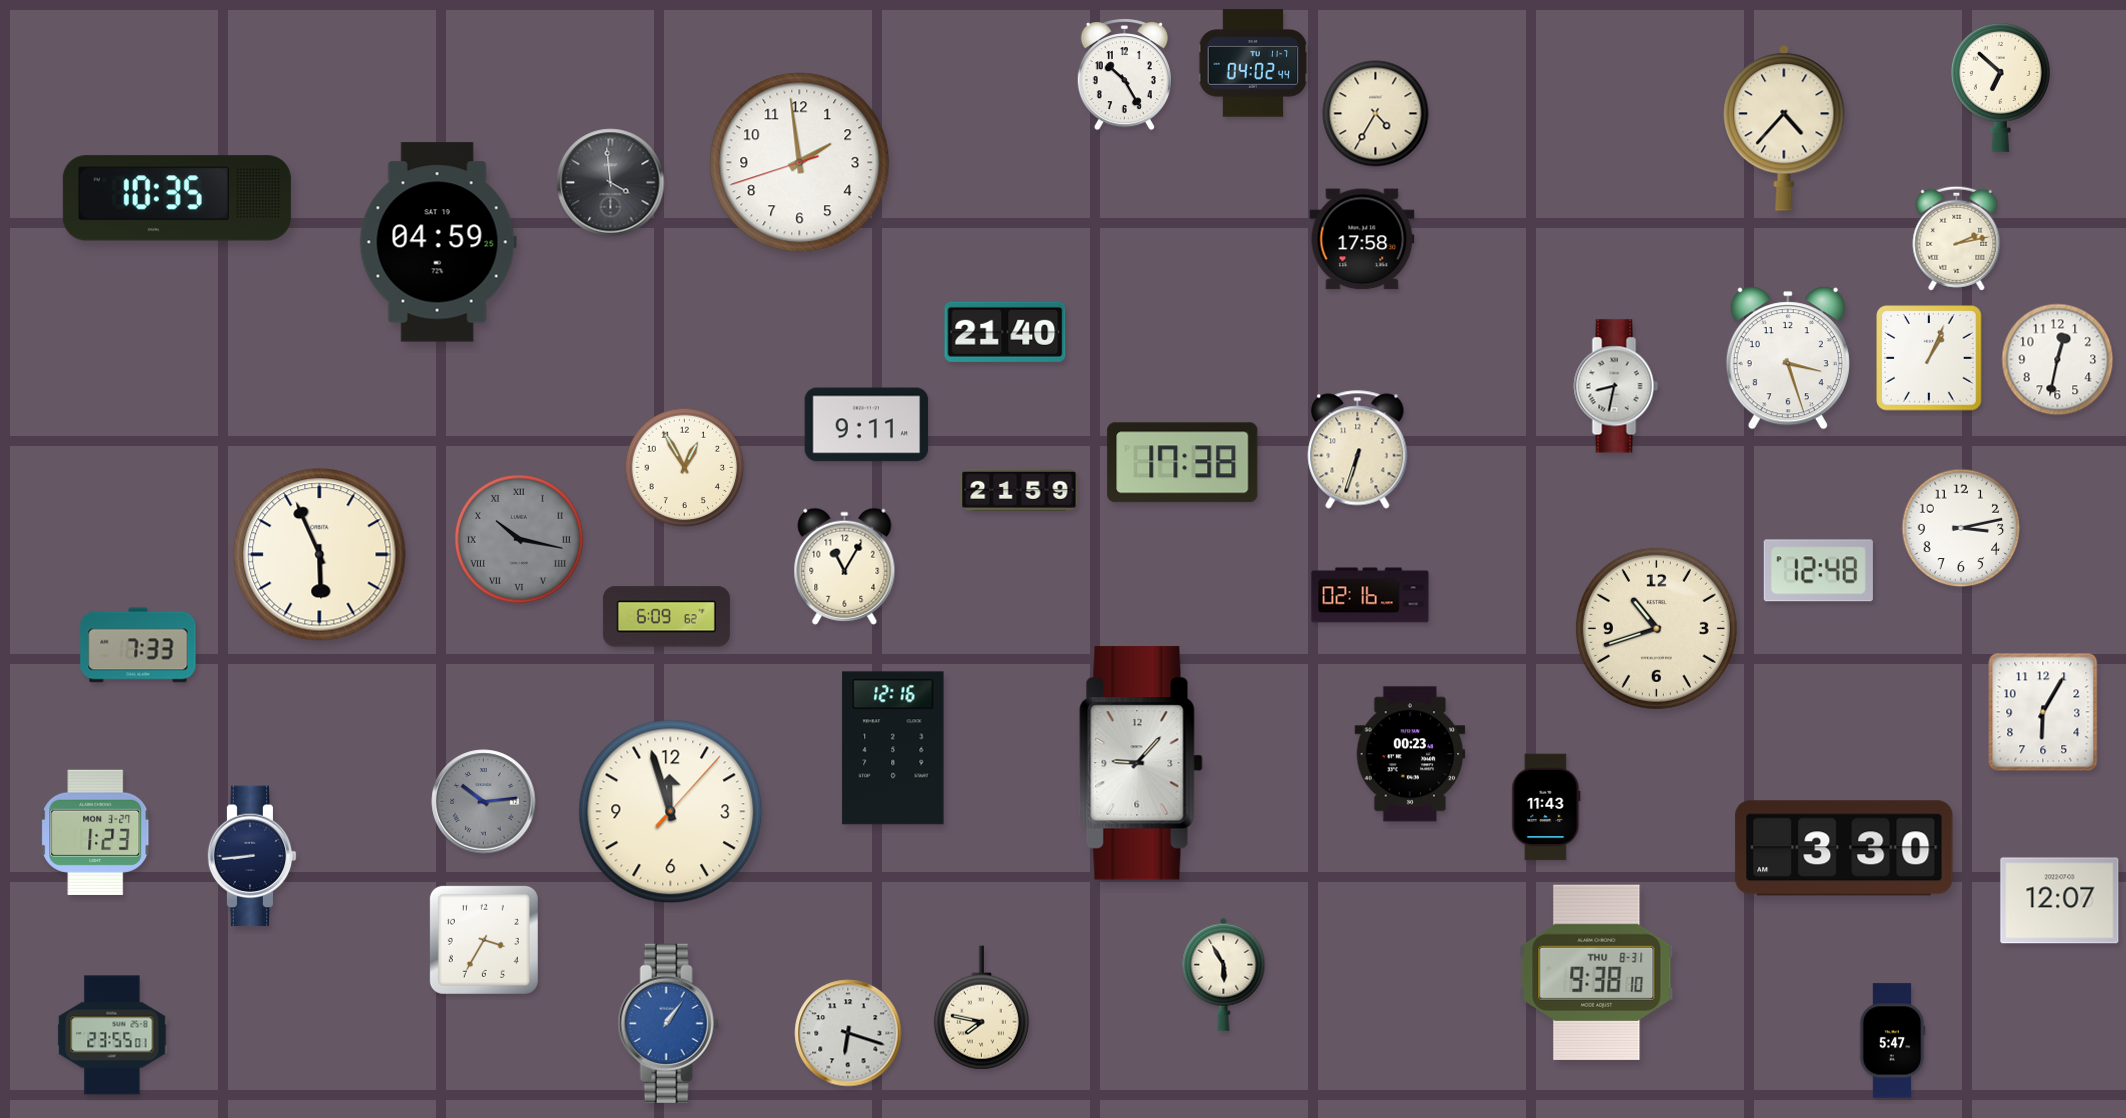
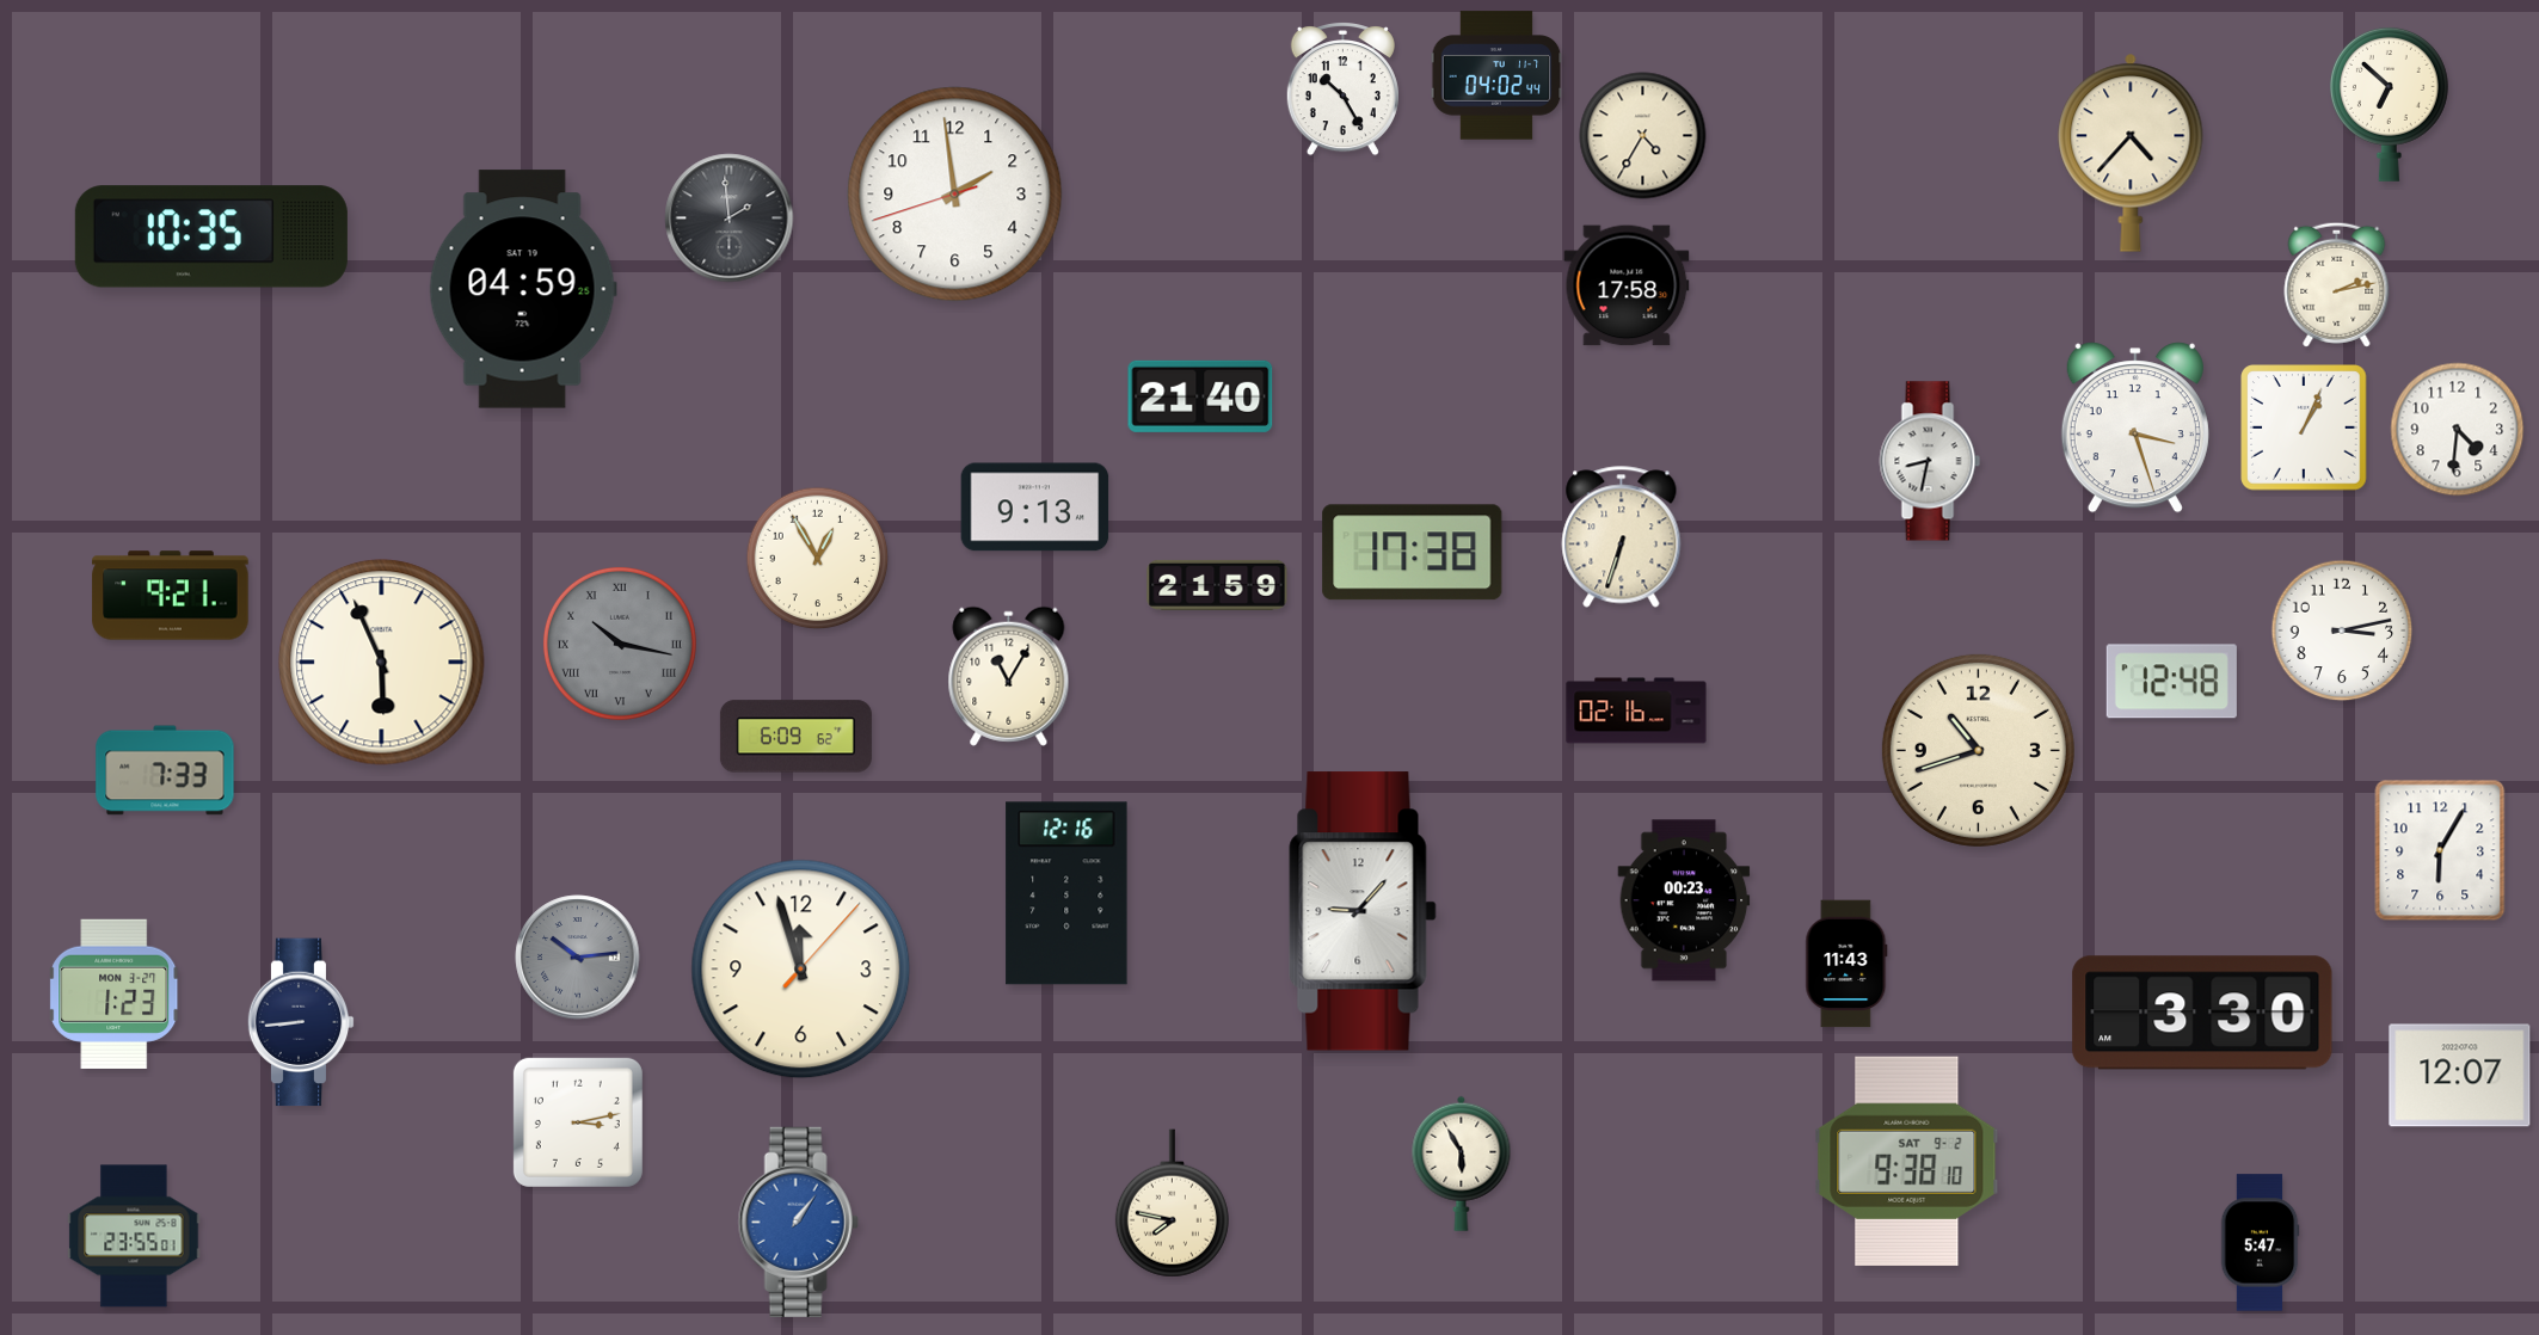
clock at (611, 183): 3:59 -> 1:59
clock at (2058, 360): 12:32 -> 4:31
clock at (867, 425): 9:11 -> 9:13
clock at (171, 596): none -> 9:21
clock at (484, 940): 3:35 -> 3:13
clock at (1597, 972) date: THU 8-31 -> SAT 9-2
clock at (848, 1033): 6:18 -> none
